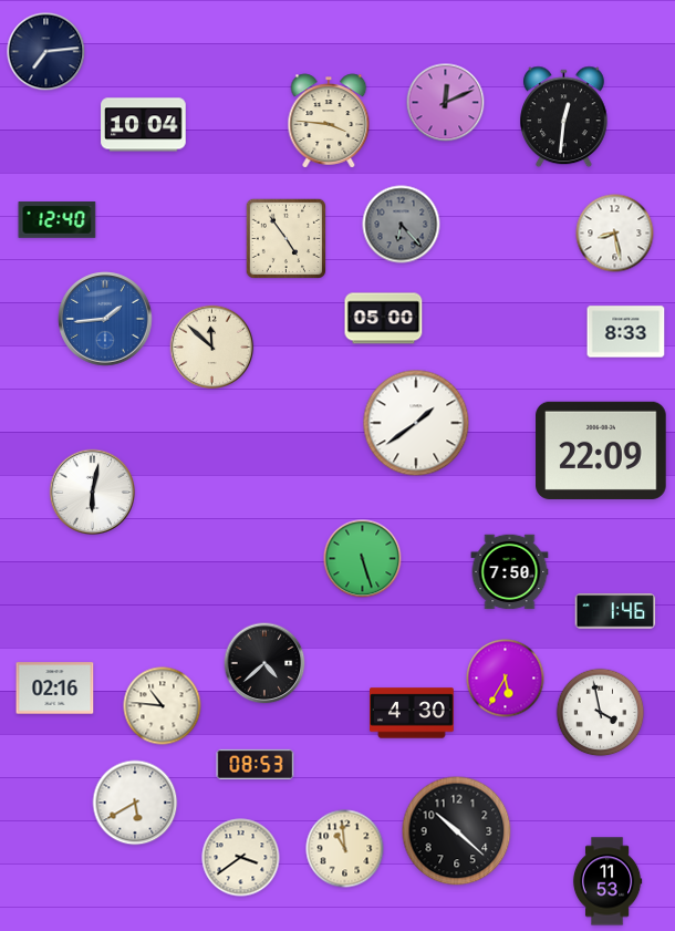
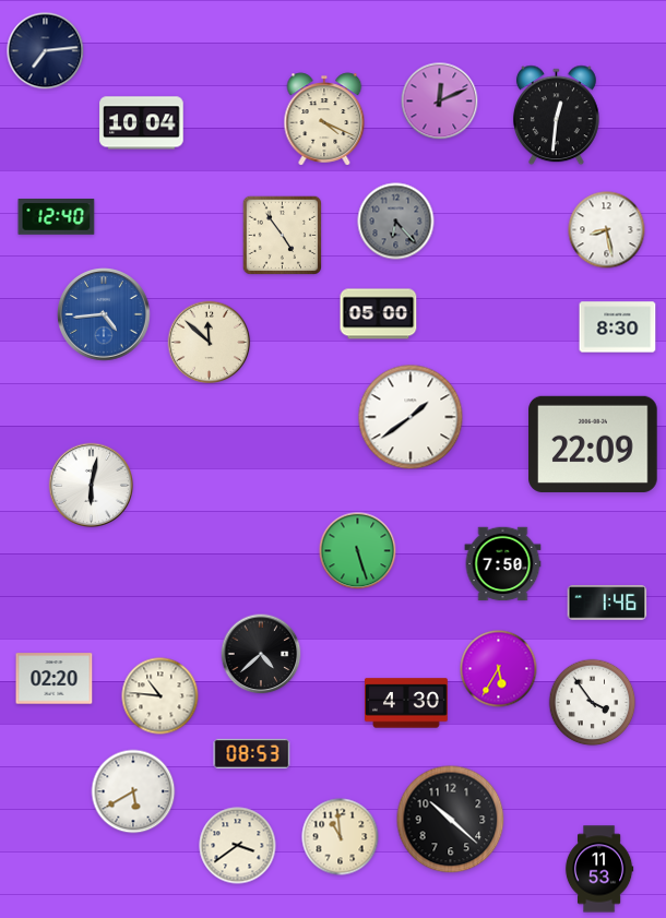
clock at (329, 121): 3:46 -> 4:19
clock at (105, 319): 1:44 -> 4:44
clock at (626, 332): 8:33 -> 8:30
clock at (55, 689): 02:16 -> 02:20
clock at (601, 713): 3:58 -> 3:54
